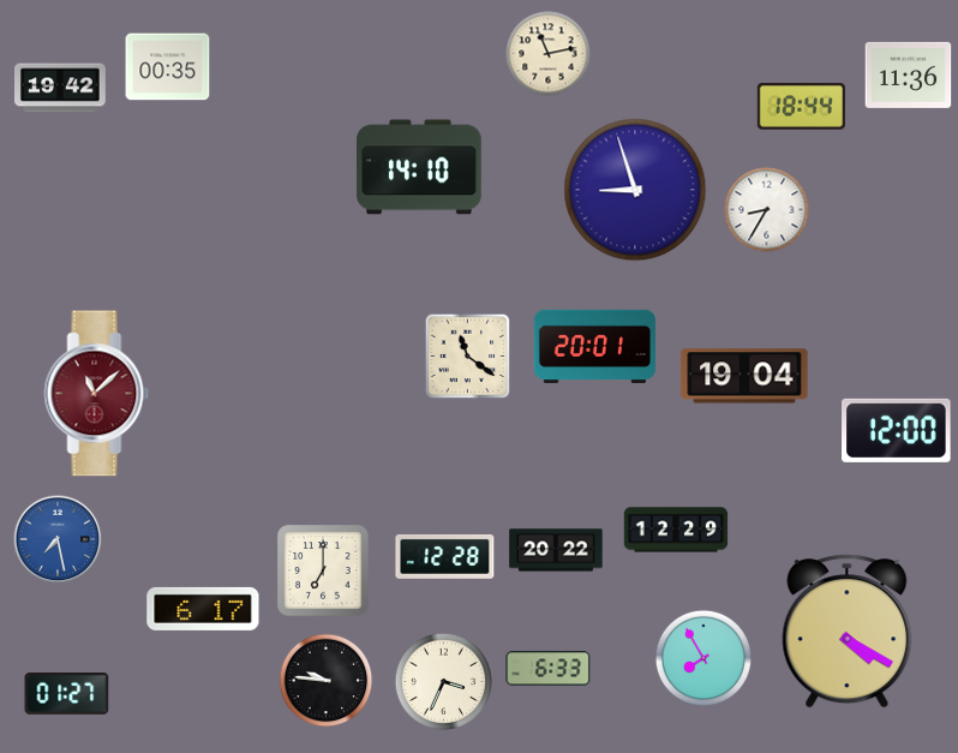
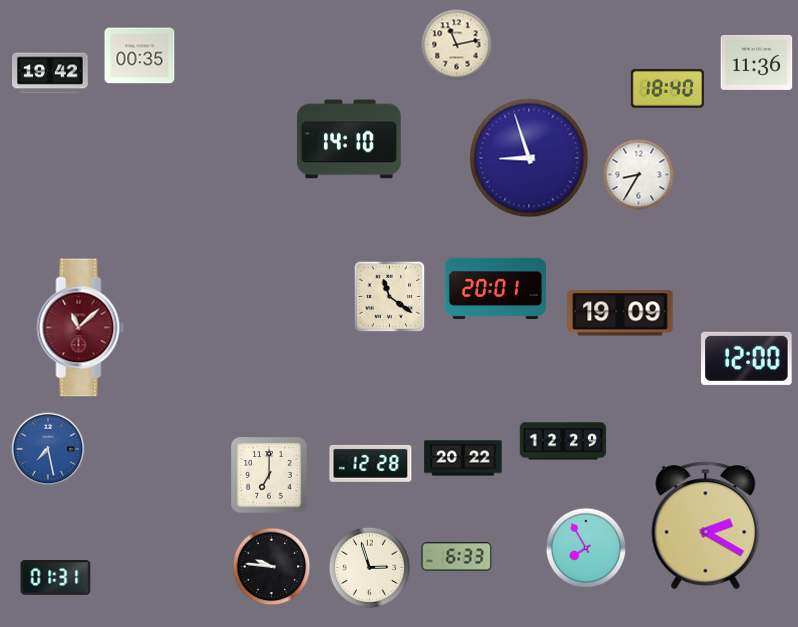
clock at (801, 107): 18:44 -> 18:40
clock at (744, 376): 19:04 -> 19:09
clock at (203, 609): 6:17 -> none
clock at (848, 632): 4:20 -> 2:20
clock at (443, 681): 3:34 -> 2:57
clock at (67, 693): 01:27 -> 01:31
